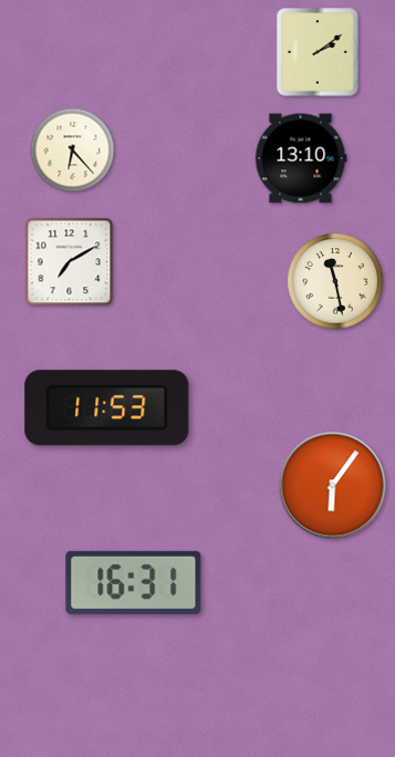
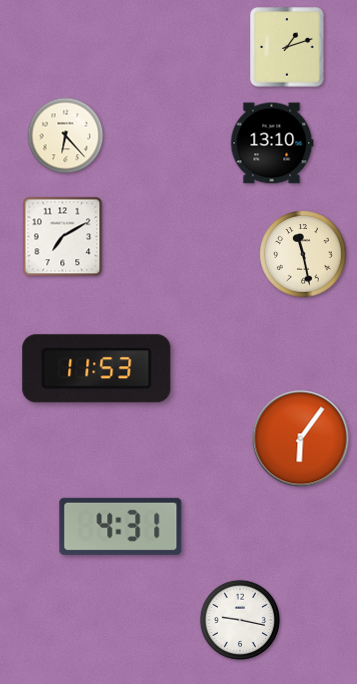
clock at (318, 52): 2:09 -> 1:12
clock at (134, 582): 16:31 -> 4:31
clock at (240, 620): none -> 9:17
